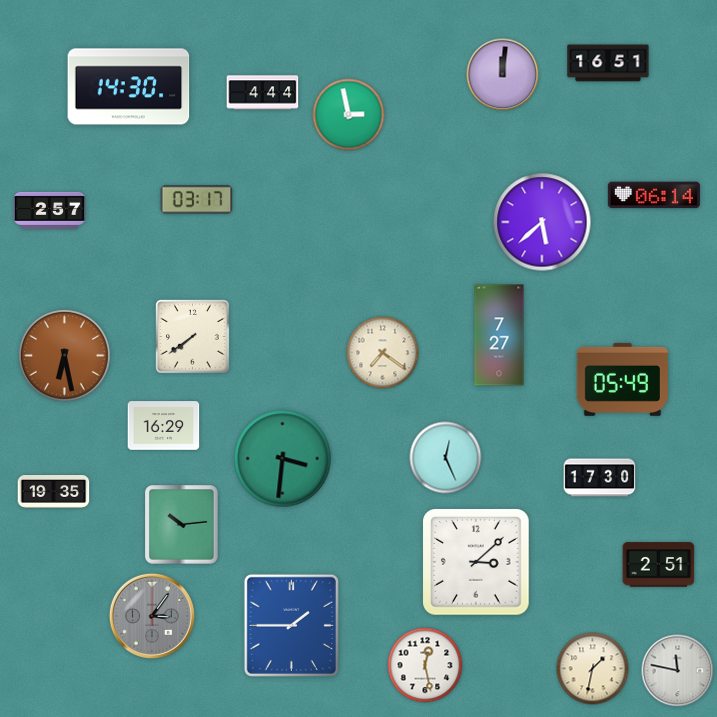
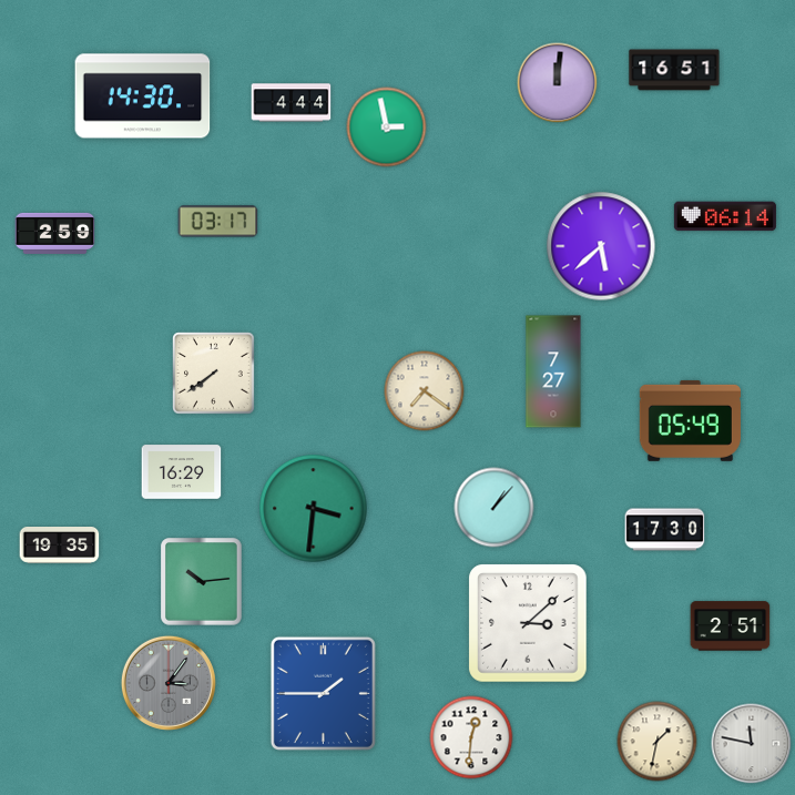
clock at (50, 210): 2:57 -> 2:59
clock at (65, 356): 6:28 -> none
clock at (446, 458): 12:26 -> 1:07
clock at (425, 665): 12:28 -> 12:31
